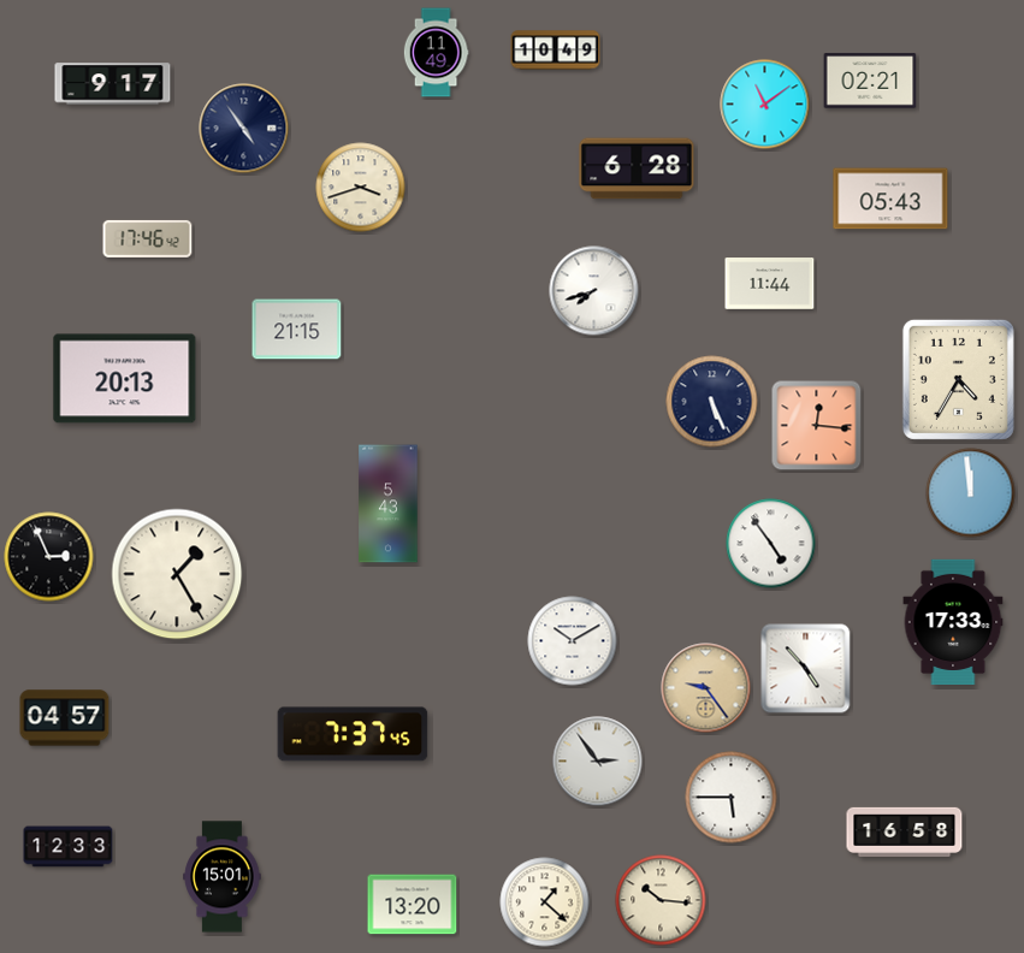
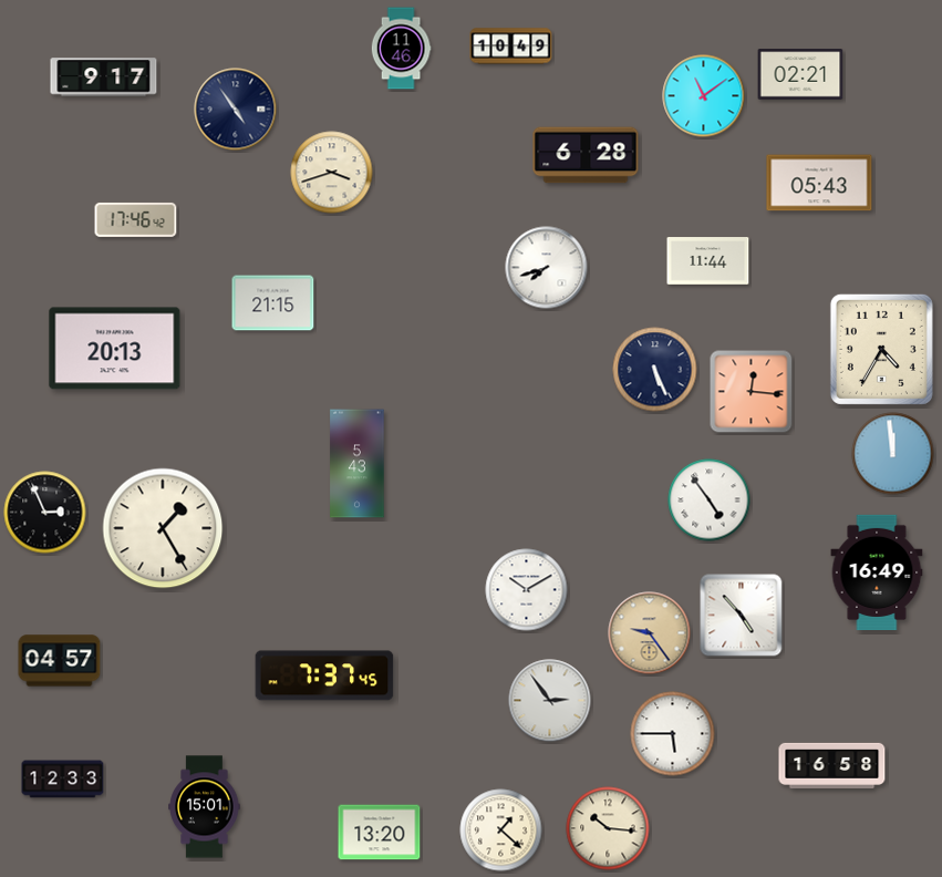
clock at (436, 53): 11:49 -> 11:46
clock at (244, 129) position: (244, 129) -> (236, 110)
clock at (953, 621): 17:33 -> 16:49
